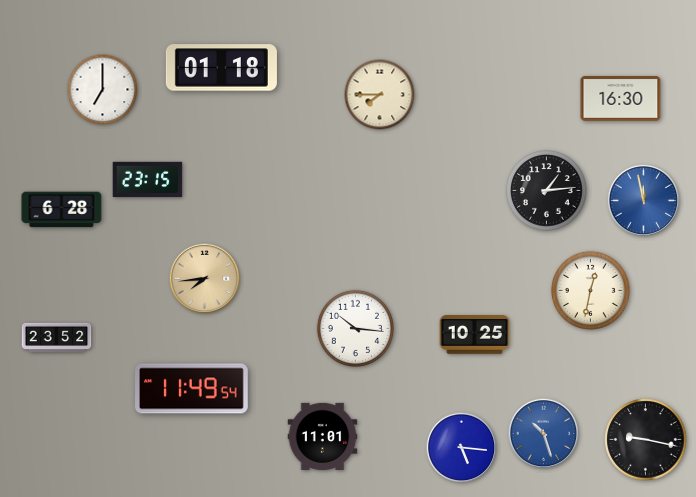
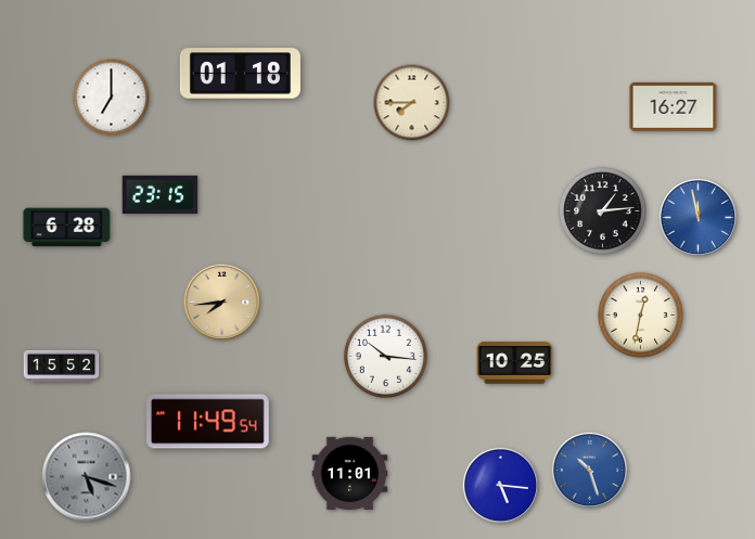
clock at (621, 98): 16:30 -> 16:27
clock at (547, 191) position: (547, 191) -> (603, 211)
clock at (57, 337): 23:52 -> 15:52
clock at (87, 477): none -> 5:18
clock at (646, 440): 9:17 -> none
